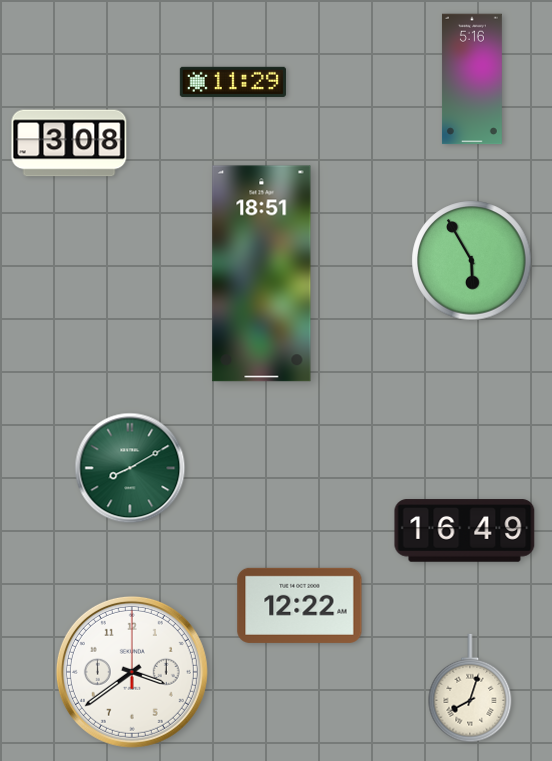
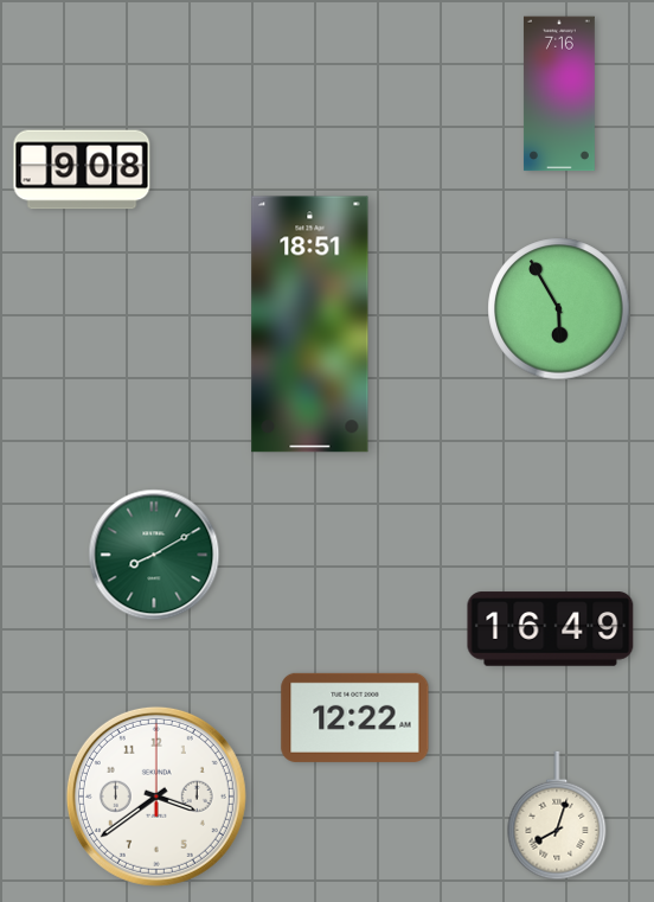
clock at (472, 79): 5:16 -> 7:16
clock at (233, 82): 11:29 -> none
clock at (69, 143): 3:08 -> 9:08
